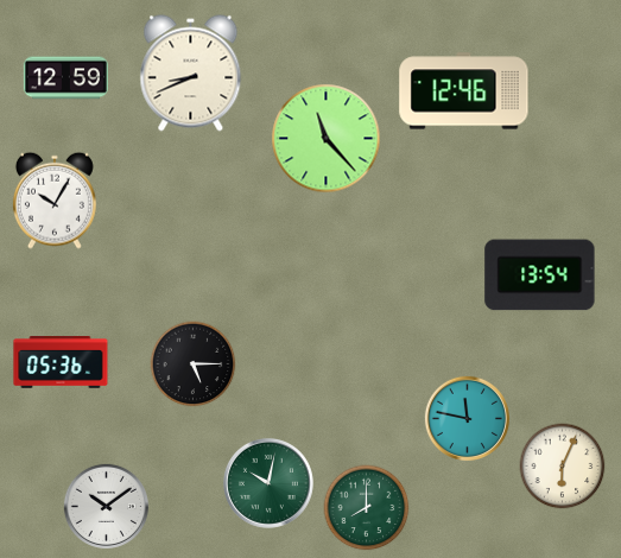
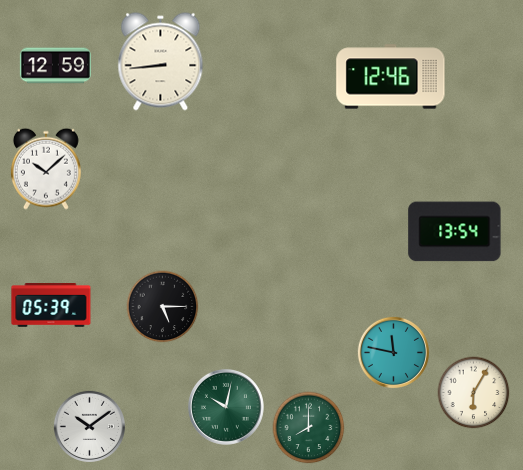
clock at (191, 74): 8:41 -> 8:44
clock at (327, 139): 11:23 -> none
clock at (55, 201): 10:05 -> 10:08
clock at (61, 363): 05:36 -> 05:39
clock at (563, 467): 6:04 -> 6:05
